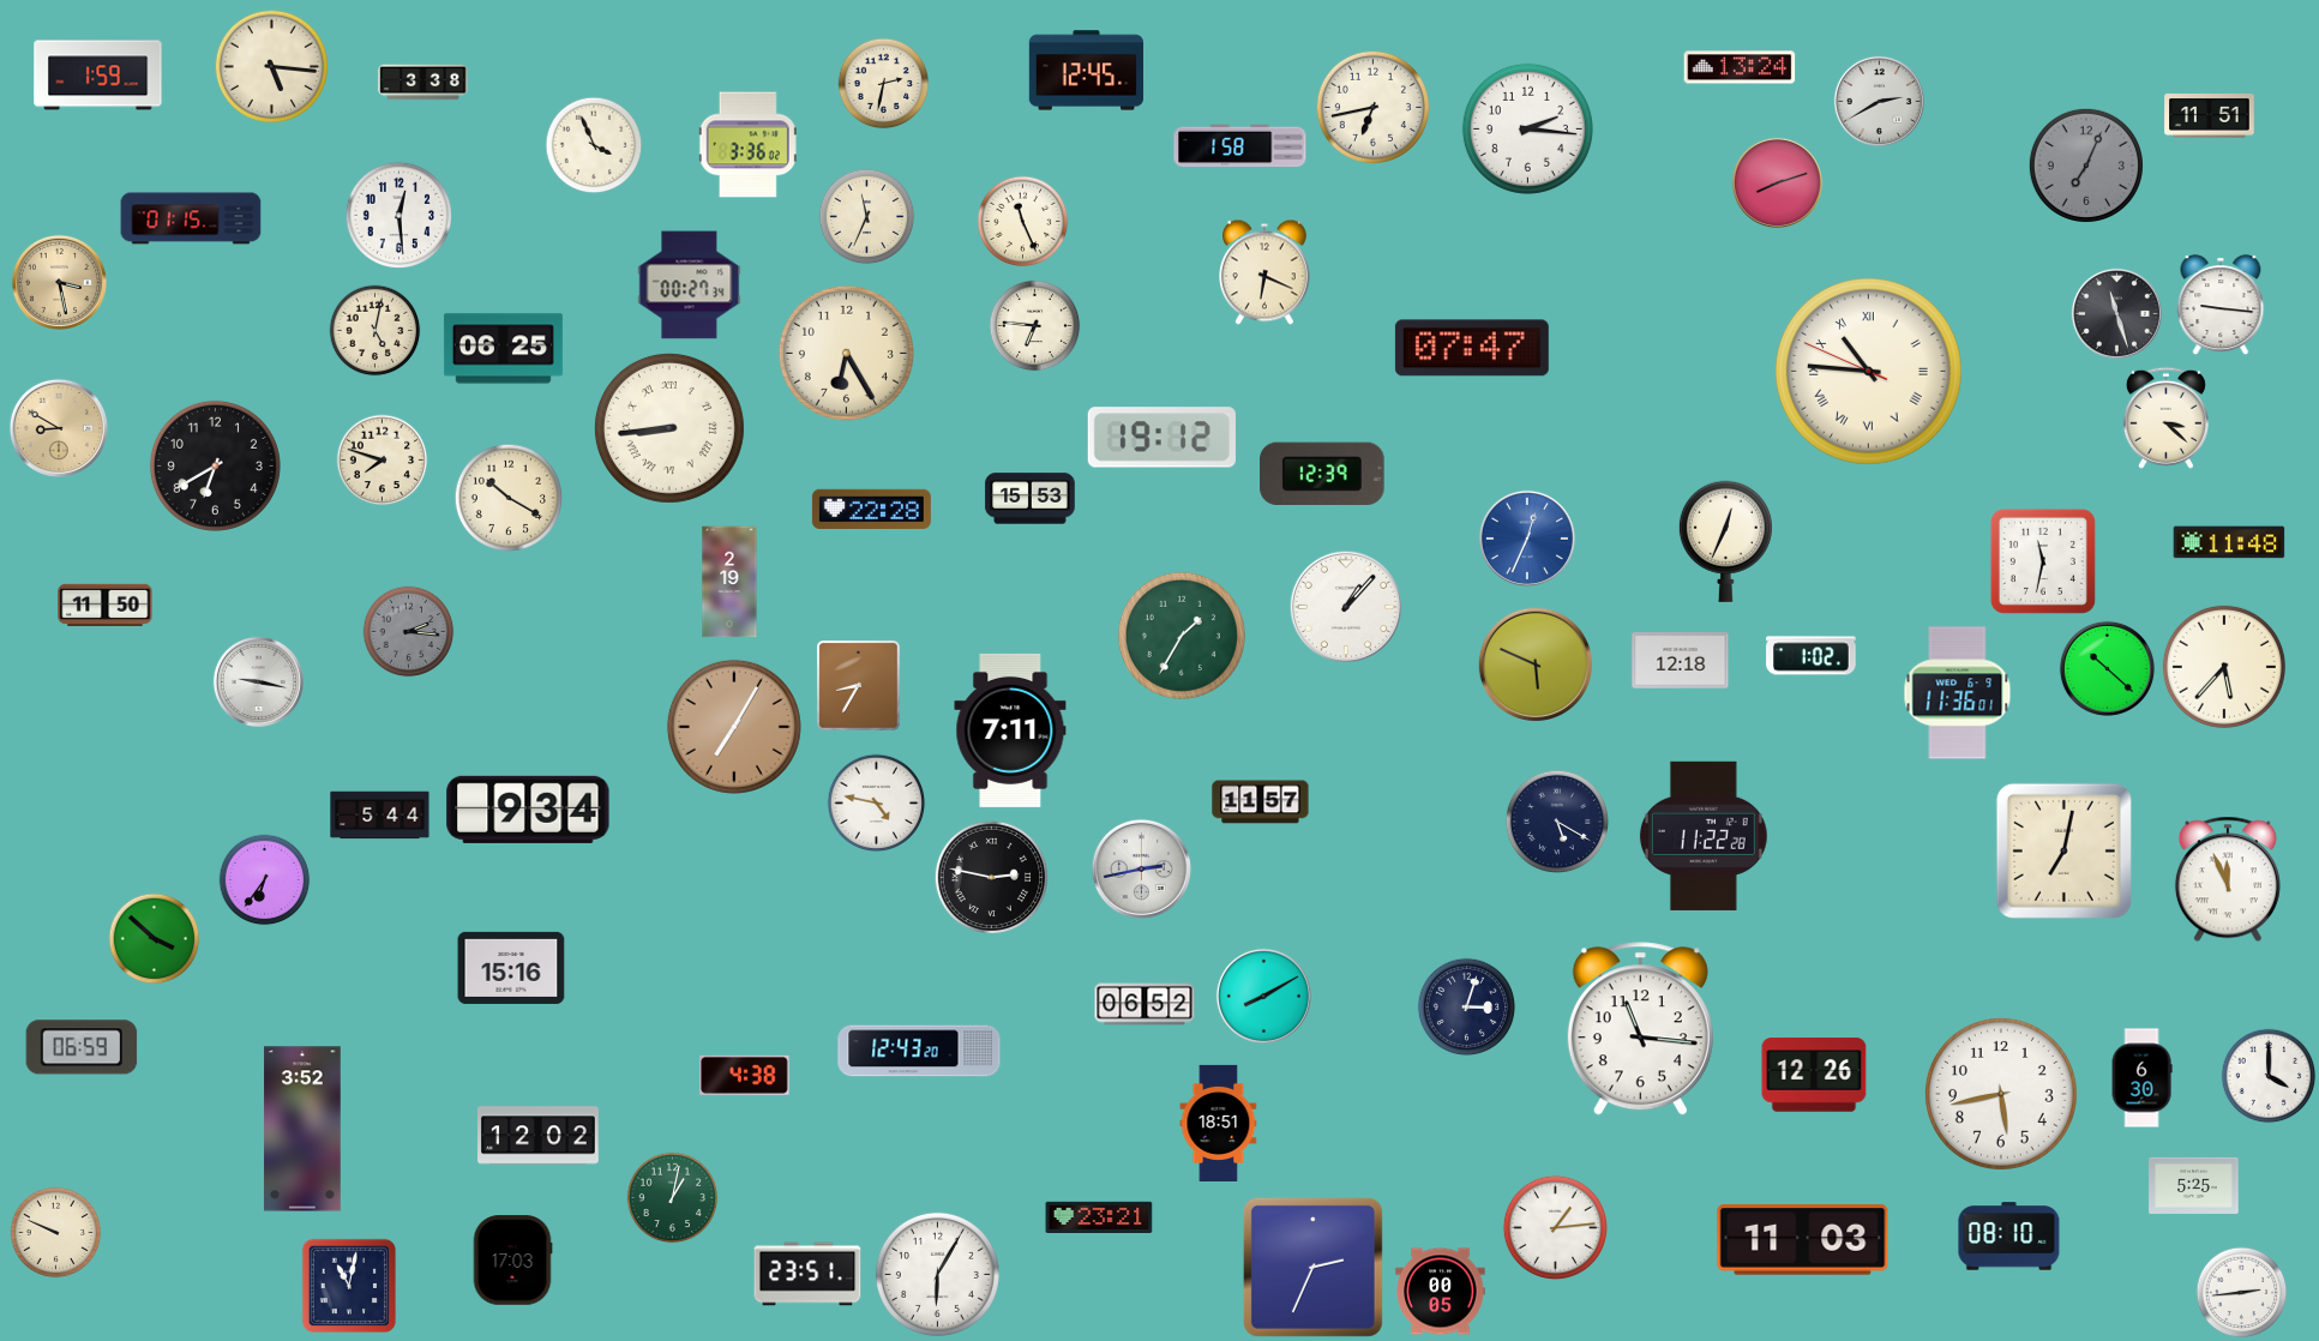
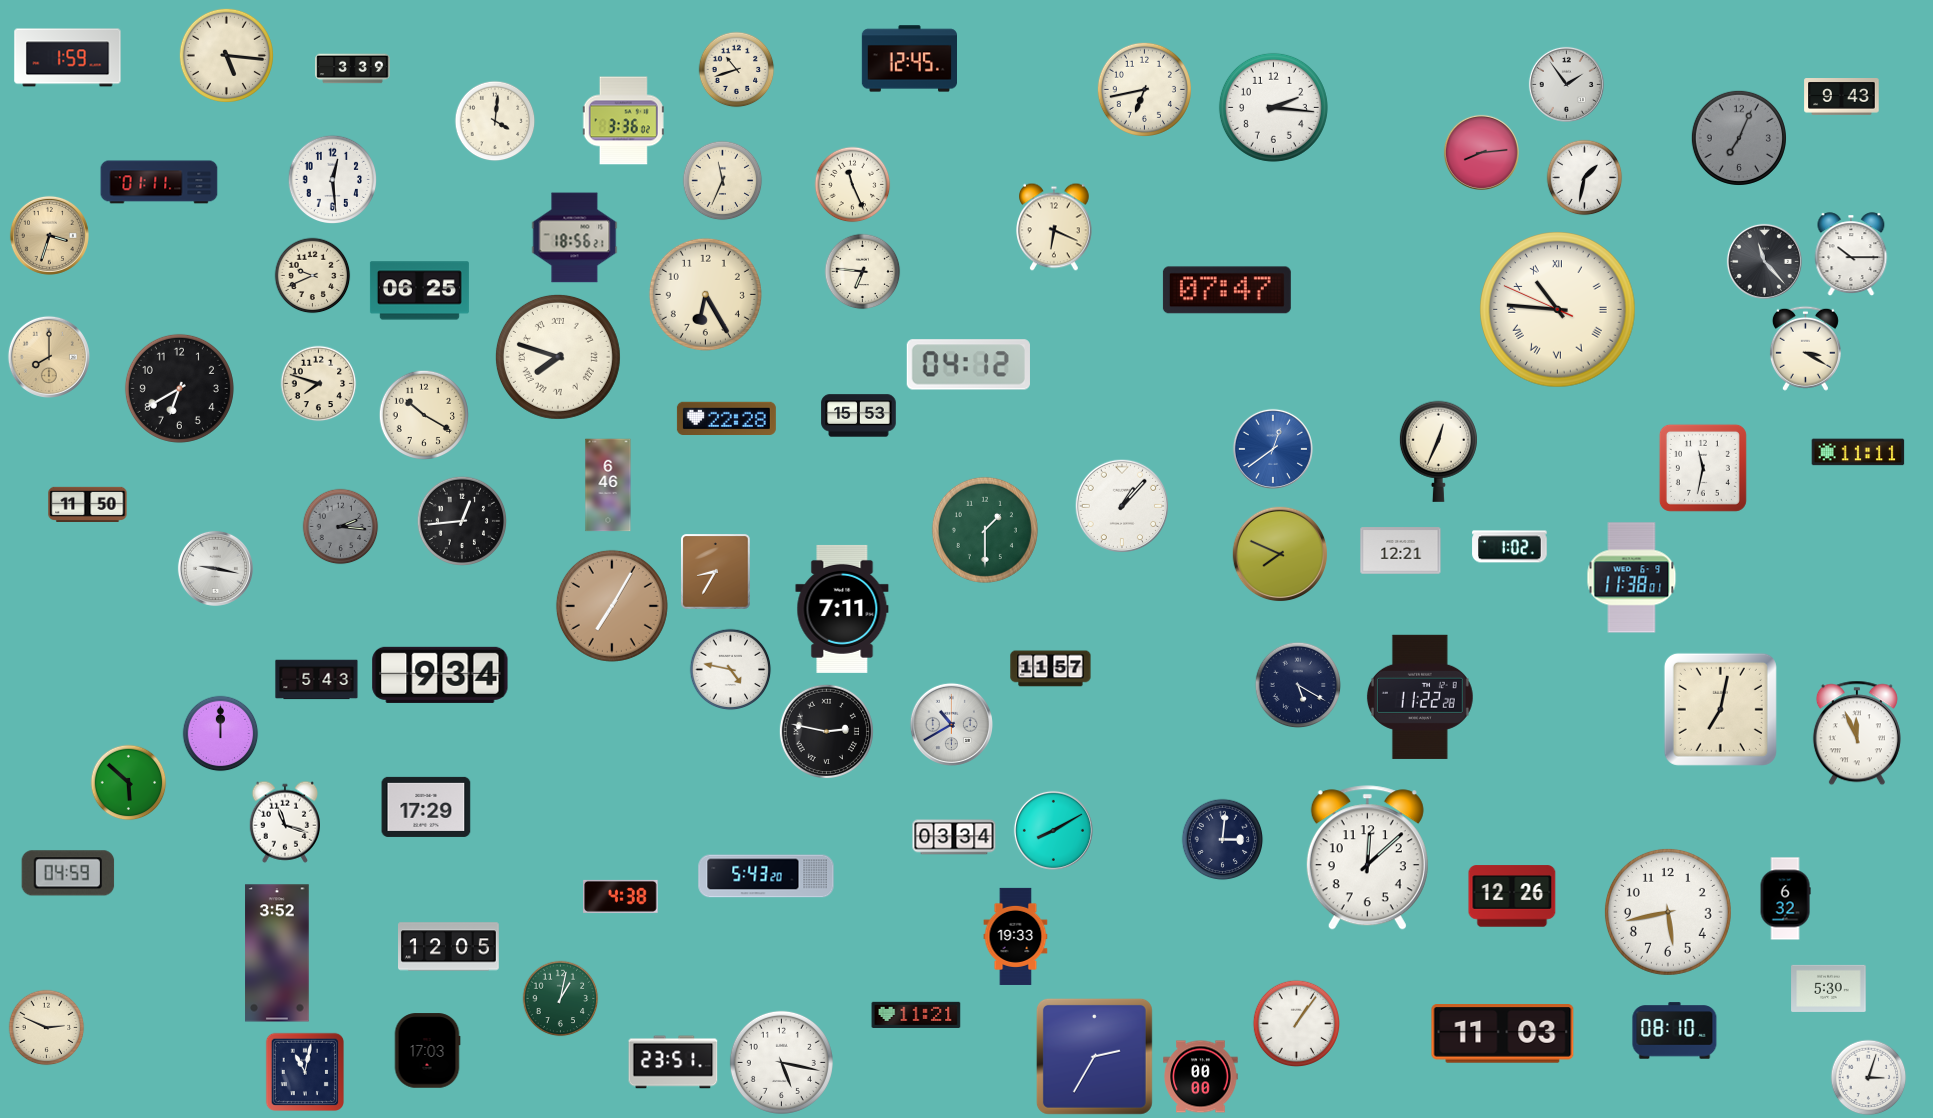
clock at (1740, 67): 13:24 -> none
clock at (1087, 71) position: (1087, 71) -> (910, 59)
clock at (98, 76) position: (98, 76) -> (68, 58)
clock at (423, 83): 3:38 -> 3:39
clock at (884, 84): 2:32 -> 10:42
clock at (1879, 101): 2:40 -> 1:54
clock at (2210, 116): 11:51 -> 9:43
clock at (594, 145): 3:56 -> 4:01
clock at (1240, 146): 1:58 -> none
clock at (1777, 182): 8:12 -> 8:14
clock at (1585, 178): none -> 1:32
clock at (191, 218): 01:15 -> 01:11
clock at (59, 282): 3:28 -> 3:33
clock at (690, 285): 00:27 -> 18:56
clock at (2221, 305): 9:16 -> 10:15
clock at (2116, 313): 11:27 -> 11:23
clock at (376, 331): 5:02 -> 9:41
clock at (2165, 417): 3:22 -> 3:20
clock at (59, 428): 8:50 -> 8:00
clock at (669, 428): 8:44 -> 7:48
clock at (1161, 438): 19:12 -> 04:12
clock at (1322, 473): 12:39 -> none
clock at (871, 509) position: (871, 509) -> (726, 418)
clock at (1527, 539): 12:34 -> 12:39
clock at (2229, 542): 11:48 -> 11:11
clock at (729, 582): 2:19 -> 6:46
clock at (461, 520): none -> 12:44
clock at (1182, 636): 1:35 -> 1:30
clock at (1681, 661): 12:18 -> 12:21
clock at (1536, 665): 5:49 -> 7:49
clock at (2224, 667): 5:37 -> none
clock at (2107, 668): 10:22 -> none
clock at (1958, 693): 11:36 -> 11:38
clock at (380, 816): 5:44 -> 5:43
clock at (1141, 868): 2:43 -> 10:40
clock at (265, 880): 6:36 -> 12:00
clock at (155, 939): 3:52 -> 5:52
clock at (511, 968): 15:16 -> 17:29
clock at (284, 822): none -> 11:18
clock at (1145, 1004): 06:52 -> 03:34
clock at (1467, 1008): 3:03 -> 3:01
clock at (1640, 1029): 11:16 -> 12:08
clock at (82, 1047): 06:59 -> 04:59
clock at (919, 1051): 12:43 -> 5:43
clock at (2269, 1076): 4:00 -> none
clock at (2141, 1078): 6:30 -> 6:32
clock at (1219, 1123): 18:51 -> 19:33
clock at (302, 1129) position: (302, 1129) -> (277, 953)
clock at (539, 1136): 12:02 -> 12:05
clock at (2194, 1185): 5:25 -> 5:30
clock at (1099, 1216): 23:21 -> 11:21
clock at (1556, 1228): 1:14 -> 1:06
clock at (56, 1233): 9:49 -> 2:49
clock at (1312, 1267): 2:34 -> 2:35
clock at (937, 1274): 6:05 -> 5:17
clock at (348, 1285) position: (348, 1285) -> (304, 1071)
clock at (1441, 1292): 00:05 -> 00:00
clock at (2242, 1293): 2:44 -> 3:03
